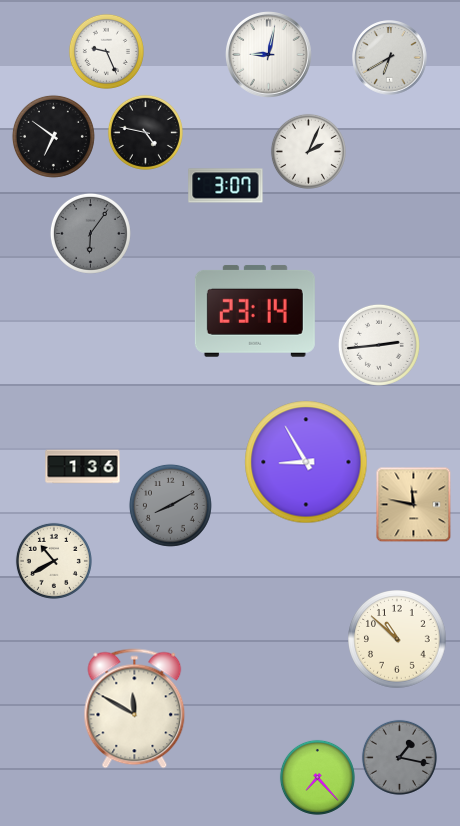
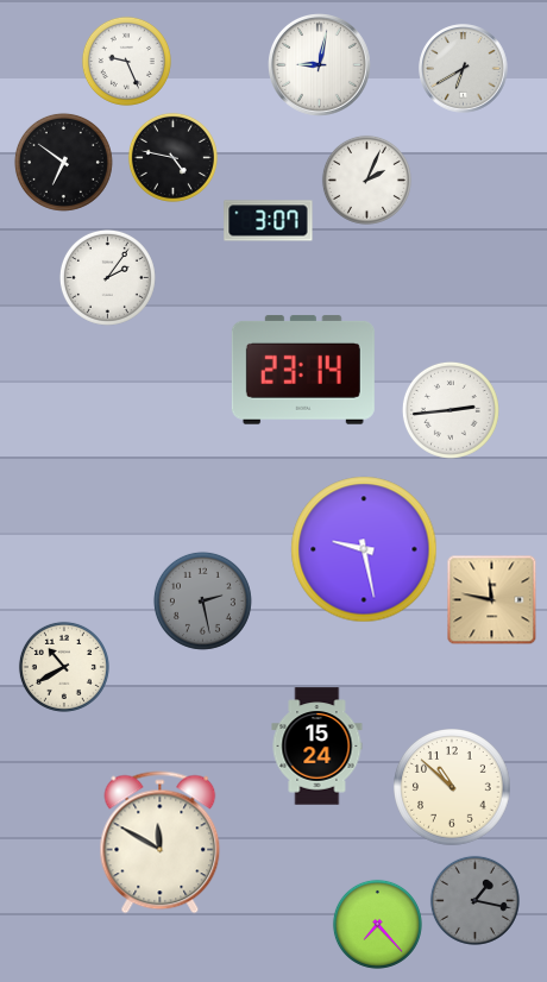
clock at (90, 233): 6:06 -> 2:06
clock at (90, 233) dial: grey -> white
clock at (306, 462): 8:55 -> 9:28
clock at (83, 467): 1:36 -> none
clock at (170, 505): 8:10 -> 2:28
clock at (317, 747): none -> 15:24
clock at (397, 639) position: (397, 639) -> (452, 787)
